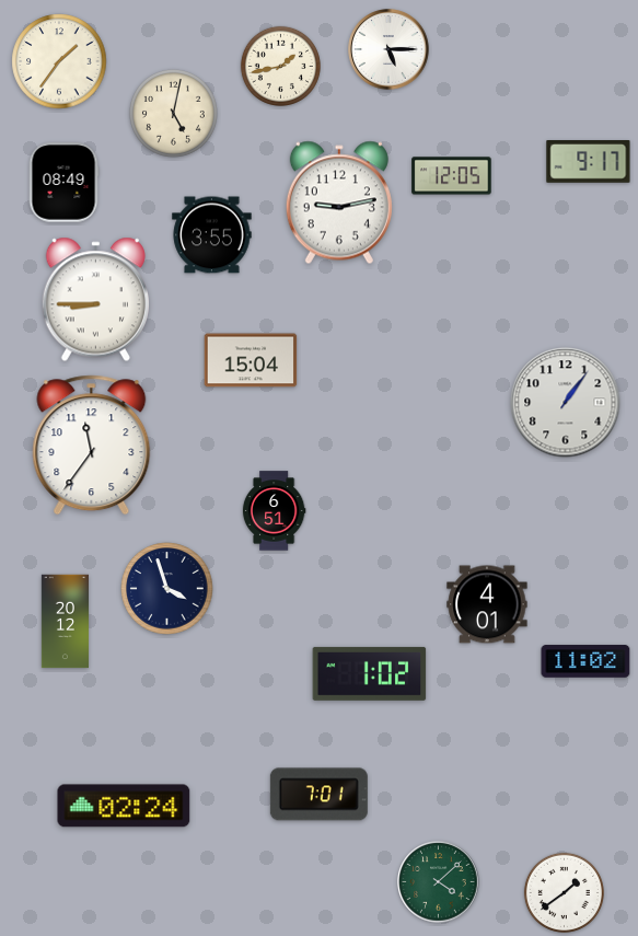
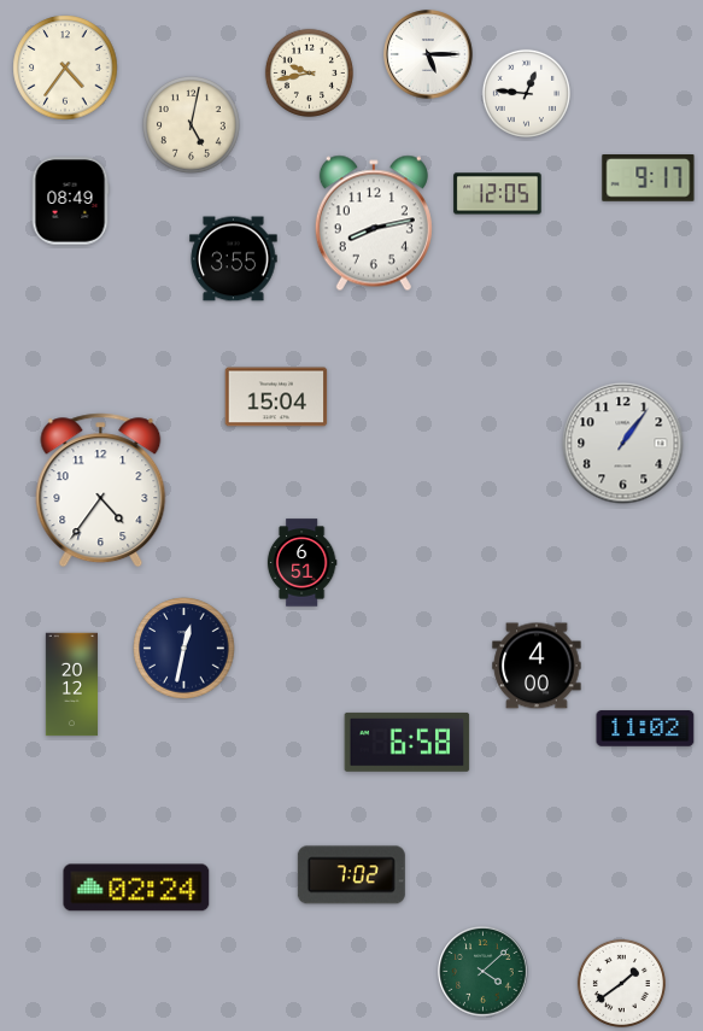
clock at (59, 61): 1:36 -> 4:36
clock at (280, 66): 1:43 -> 9:43
clock at (526, 93): none -> 12:46
clock at (339, 203): 9:13 -> 8:13
clock at (95, 300): 8:45 -> none
clock at (92, 446): 11:36 -> 4:36
clock at (167, 589): 3:57 -> 12:32
clock at (487, 604): 4:01 -> 4:00
clock at (370, 673): 1:02 -> 6:58
clock at (318, 795): 7:01 -> 7:02
